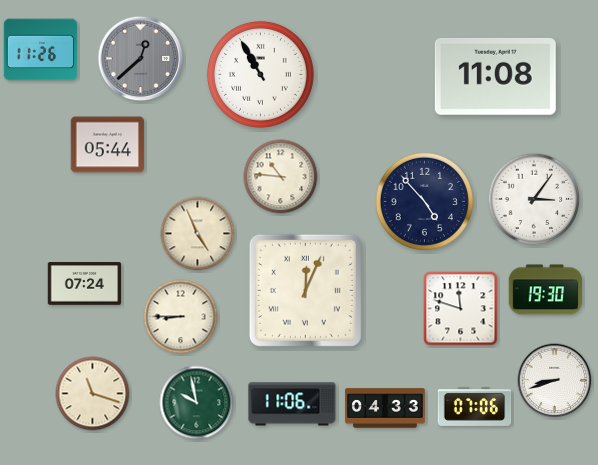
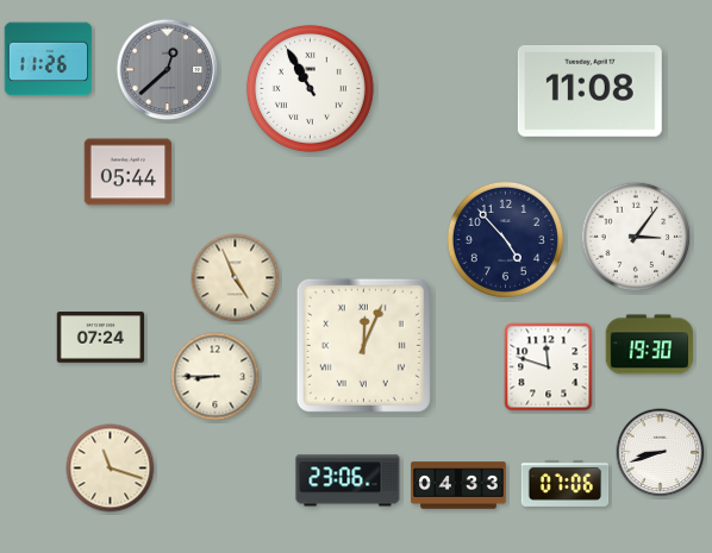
clock at (281, 177): 10:46 -> none
clock at (197, 403): 9:58 -> none
clock at (292, 404): 11:06 -> 23:06
